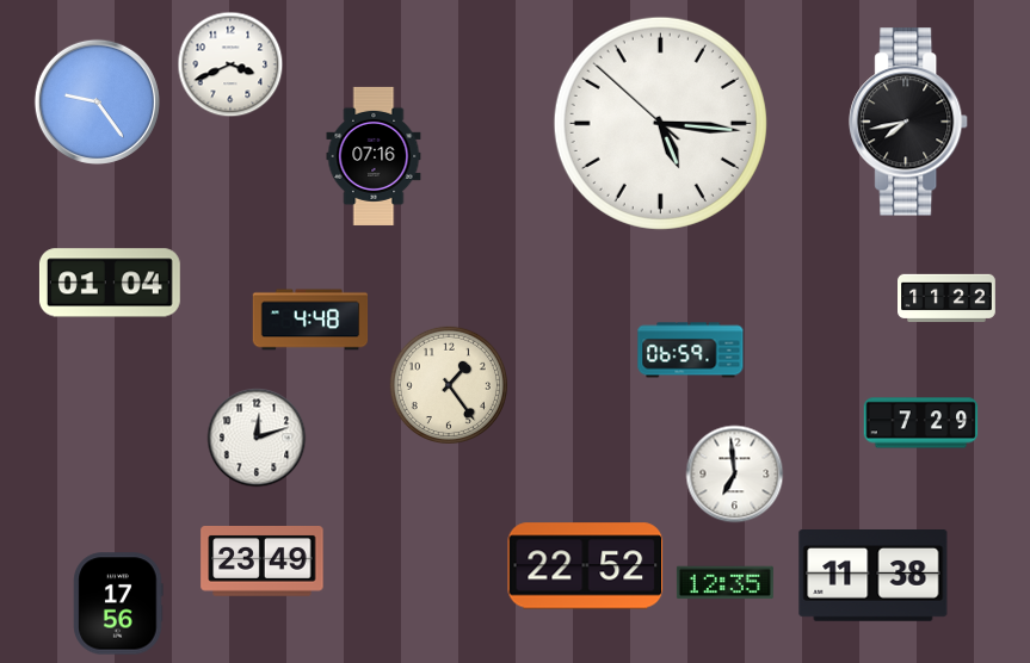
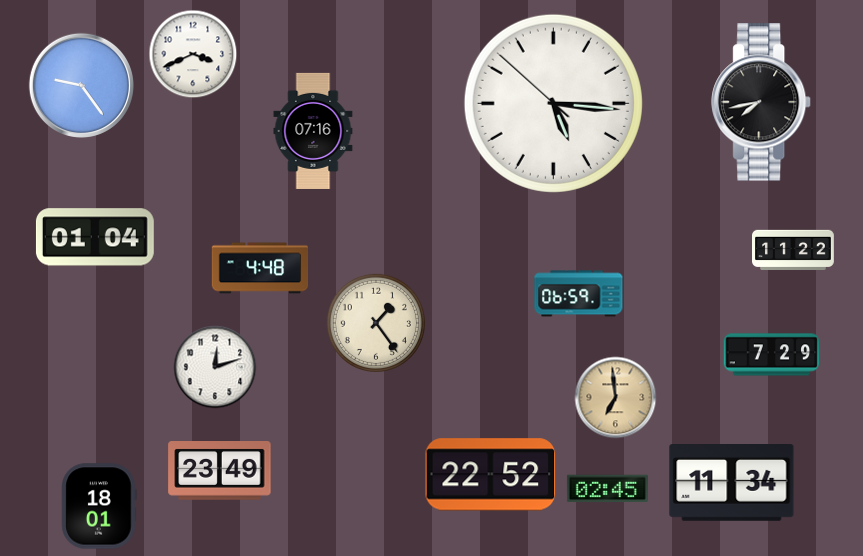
clock at (110, 283) position: (110, 283) -> (95, 237)
clock at (735, 475) dial: white -> champagne
clock at (874, 576): 11:38 -> 11:34
clock at (724, 583): 12:35 -> 02:45
clock at (118, 603): 17:56 -> 18:01
